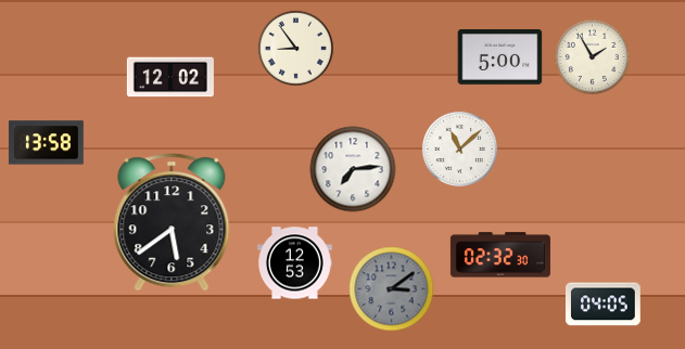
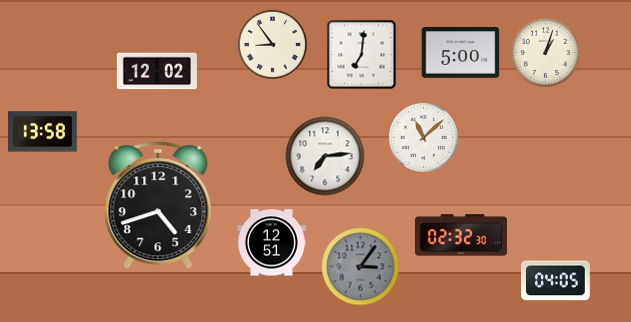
clock at (592, 56): 1:55 -> 1:03
clock at (362, 55): none -> 7:01
clock at (172, 222): 5:39 -> 4:42
clock at (295, 263): 12:53 -> 12:51
clock at (392, 289): 3:09 -> 3:06
